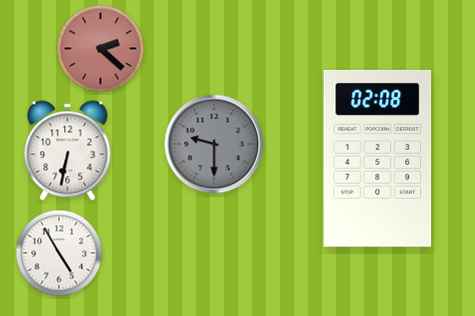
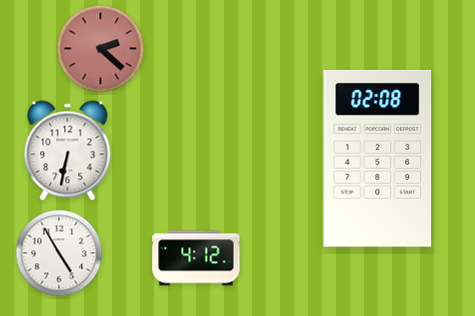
clock at (214, 144): 9:30 -> none
clock at (196, 258): none -> 4:12
